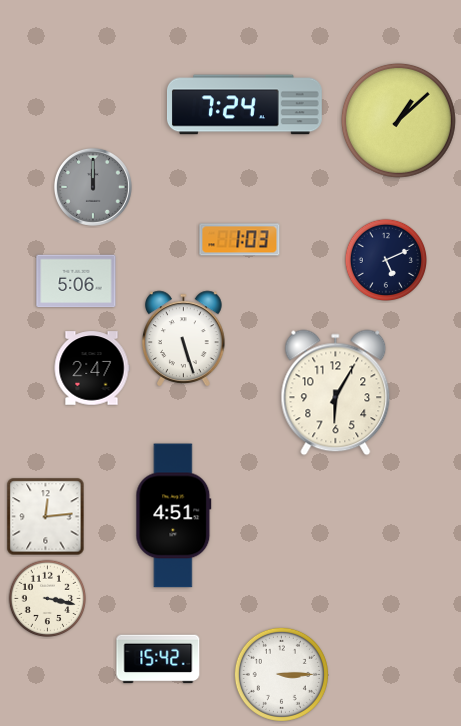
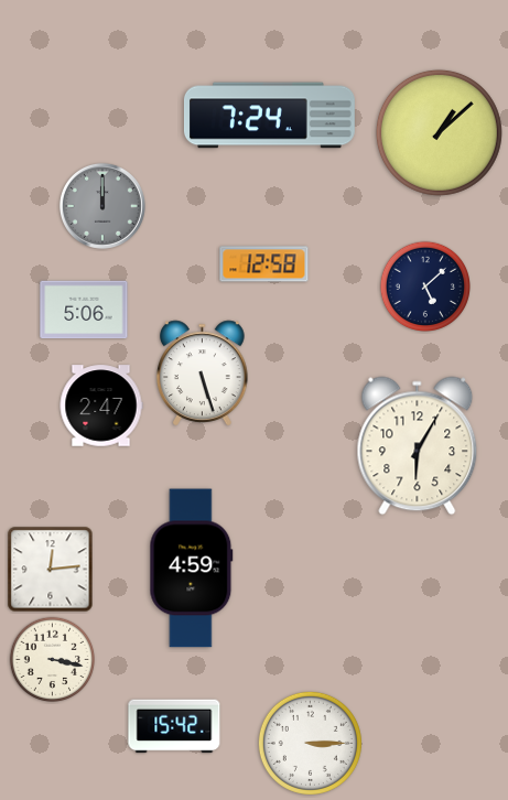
clock at (240, 240): 1:03 -> 12:58
clock at (385, 259): 5:11 -> 5:08
clock at (336, 393) position: (336, 393) -> (418, 446)
clock at (174, 516): 4:51 -> 4:59
